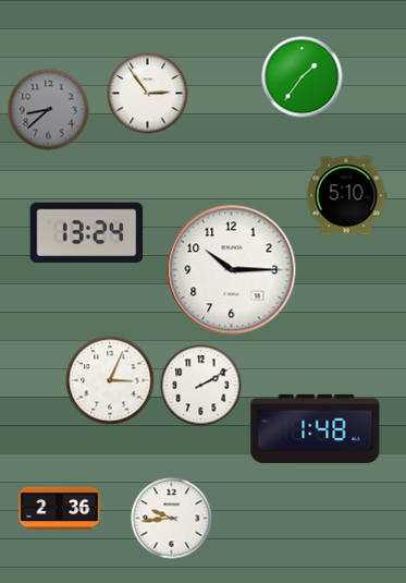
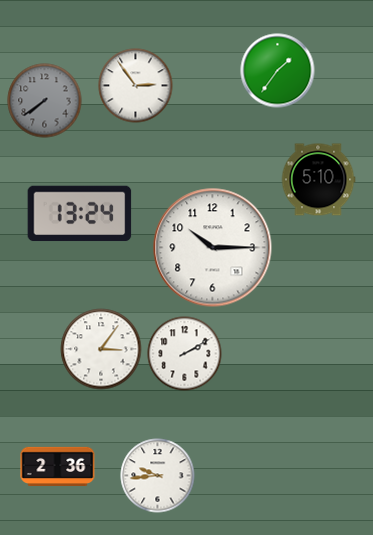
clock at (49, 110): 8:38 -> 7:39
clock at (110, 380): 3:04 -> 3:06
clock at (316, 428): 1:48 -> none
clock at (60, 508) position: (60, 508) -> (58, 466)
